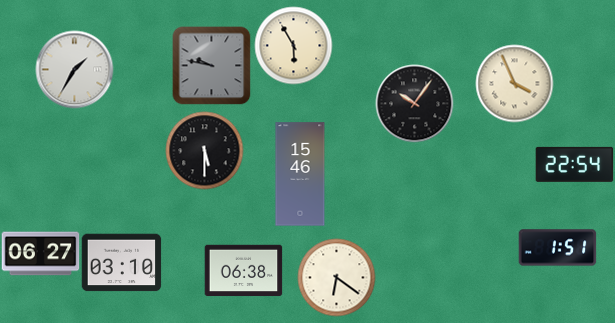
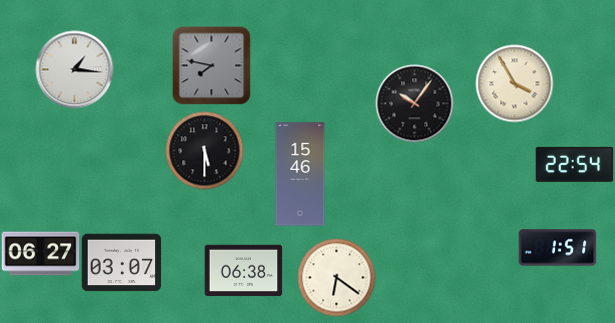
clock at (293, 45): 5:55 -> none
clock at (211, 65): 9:47 -> 7:47
clock at (74, 69): 1:35 -> 1:16
clock at (514, 83): 3:56 -> 3:55
clock at (121, 263): 03:10 -> 03:07
